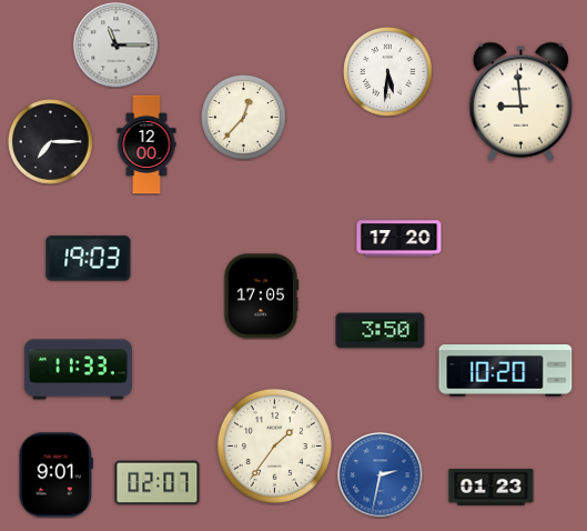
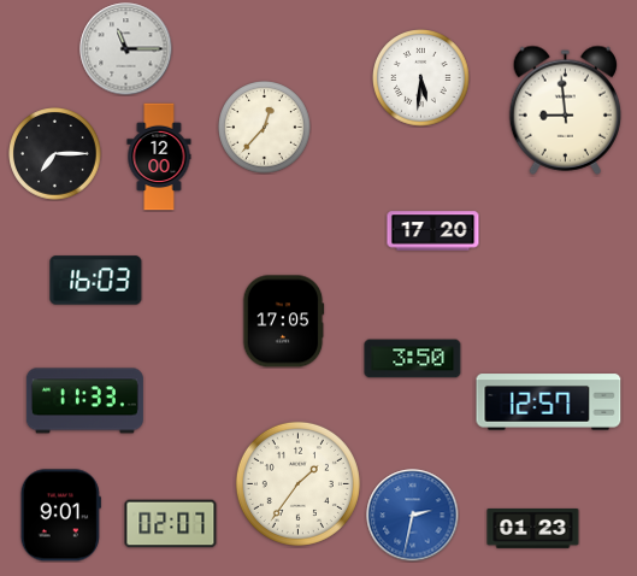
clock at (399, 239) position: (399, 239) -> (433, 231)
clock at (89, 259): 19:03 -> 16:03
clock at (506, 371): 10:20 -> 12:57
